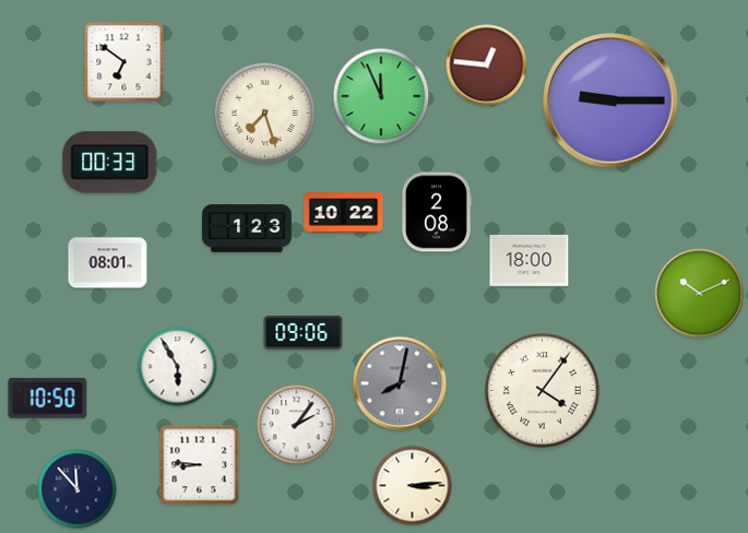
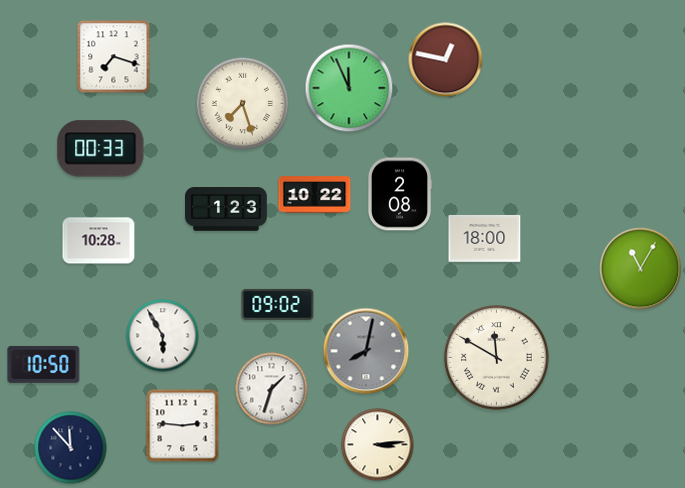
clock at (124, 62): 6:51 -> 7:18
clock at (487, 66): 12:46 -> 12:47
clock at (610, 100): 9:15 -> none
clock at (108, 263): 08:01 -> 10:28
clock at (700, 294): 10:11 -> 11:05
clock at (304, 332): 09:06 -> 09:02
clock at (543, 391): 4:06 -> 11:50
clock at (297, 425): 2:06 -> 1:33
clock at (200, 465): 8:46 -> 2:46
